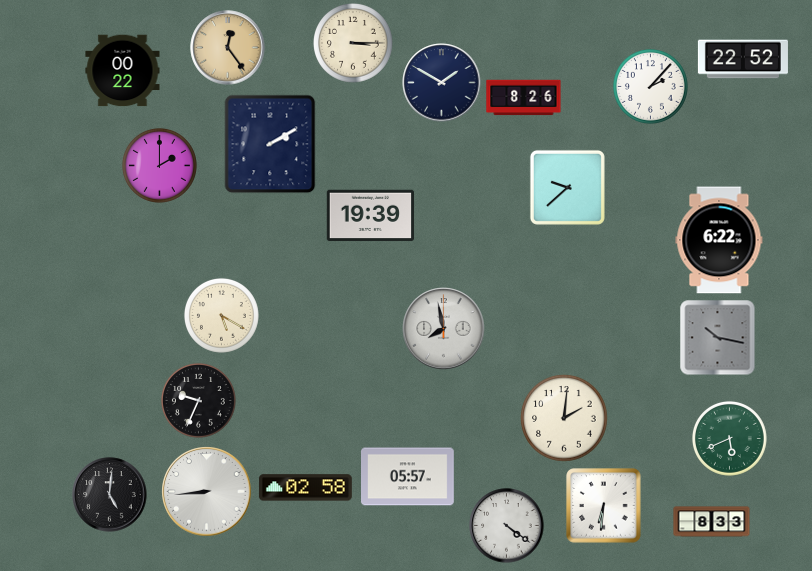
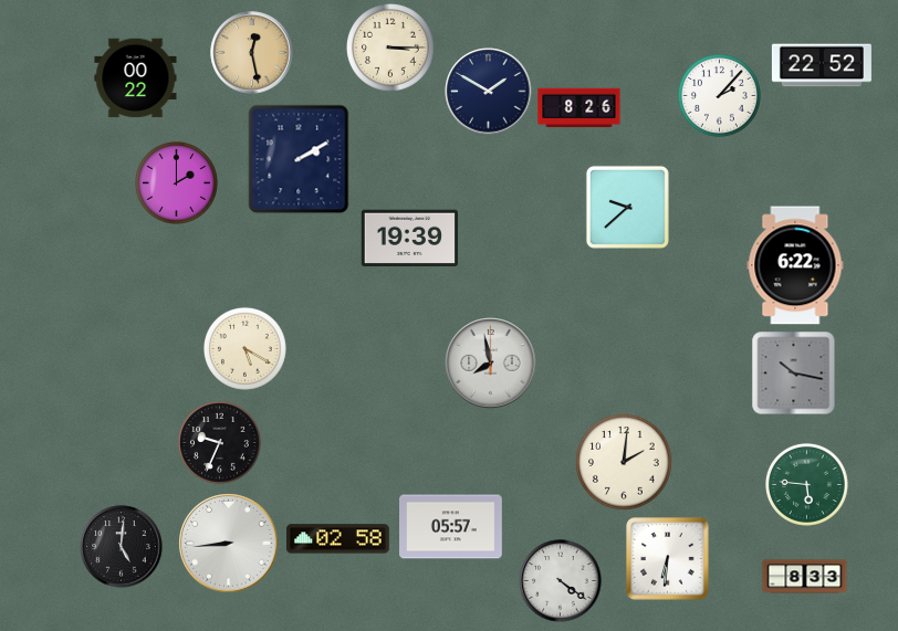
clock at (228, 48): 12:24 -> 12:28
clock at (729, 438): 5:41 -> 5:46
clock at (712, 522) position: (712, 522) -> (805, 577)
